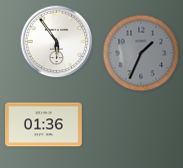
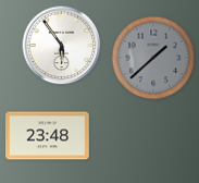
clock at (141, 53): 1:34 -> 1:38
clock at (44, 125): 01:36 -> 23:48
